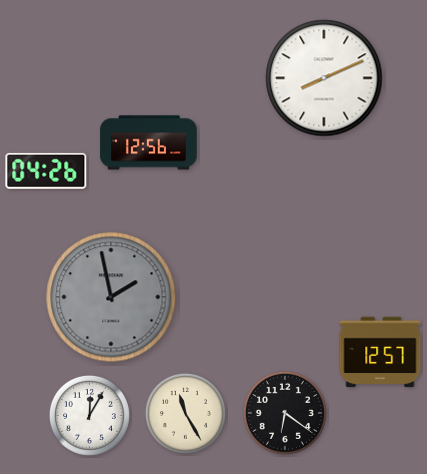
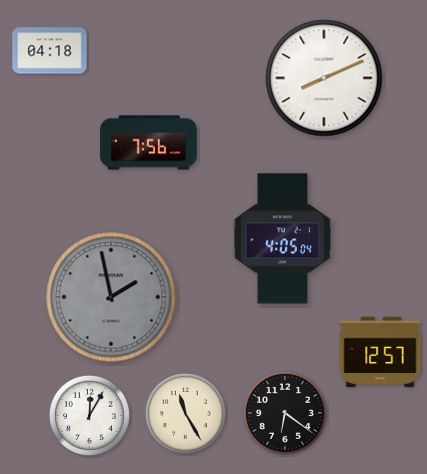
clock at (50, 51): none -> 04:18
clock at (149, 143): 12:56 -> 7:56
clock at (46, 171): 04:26 -> none
clock at (283, 239): none -> 4:05
